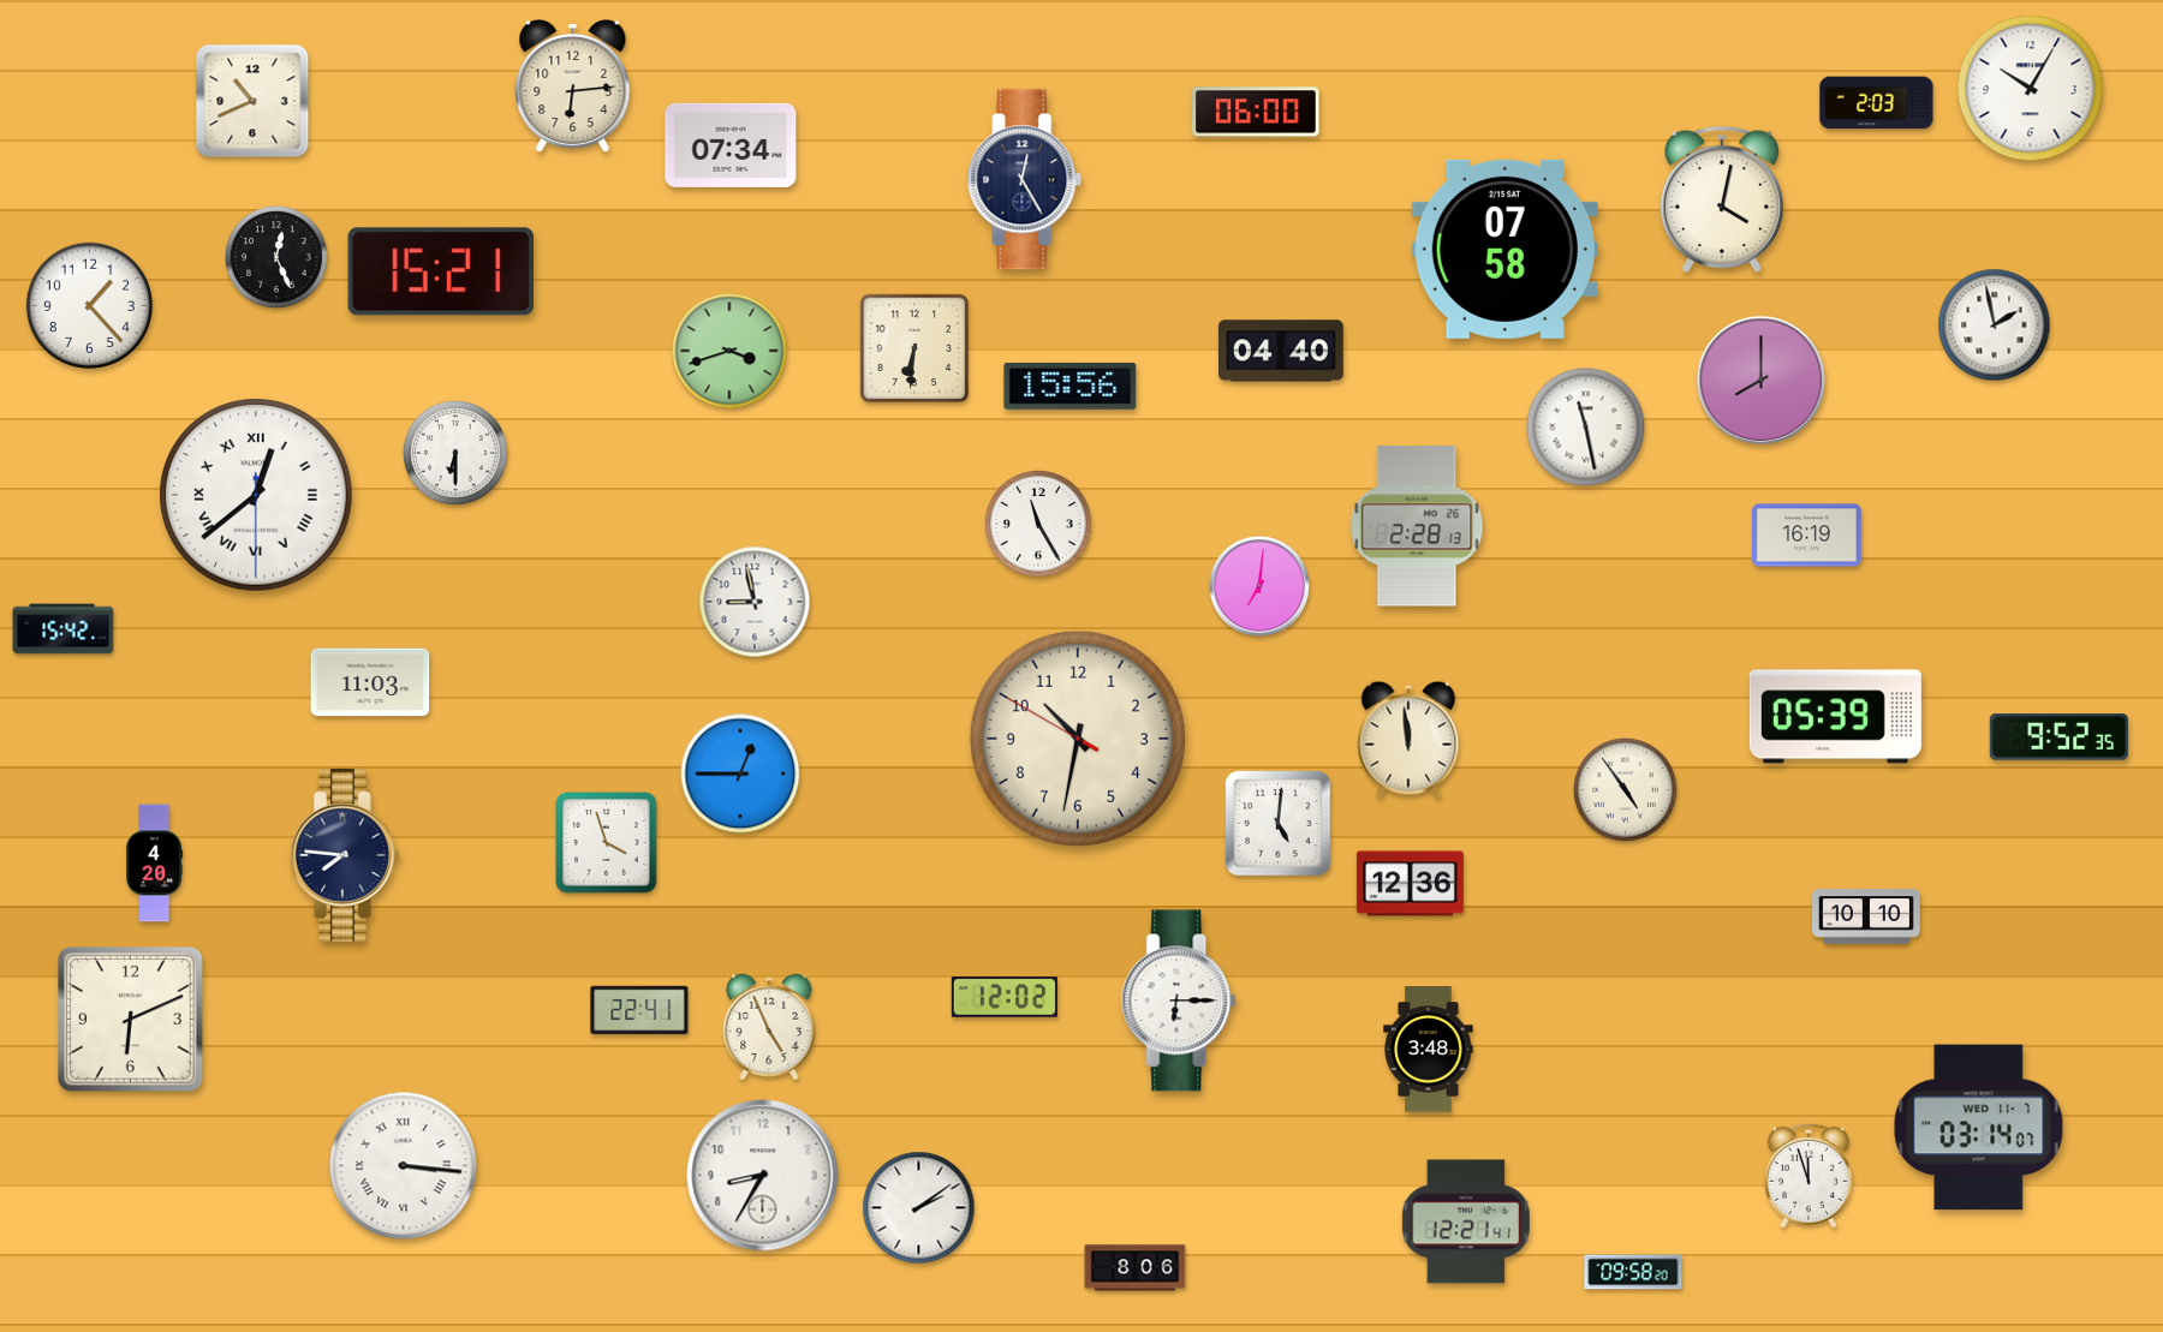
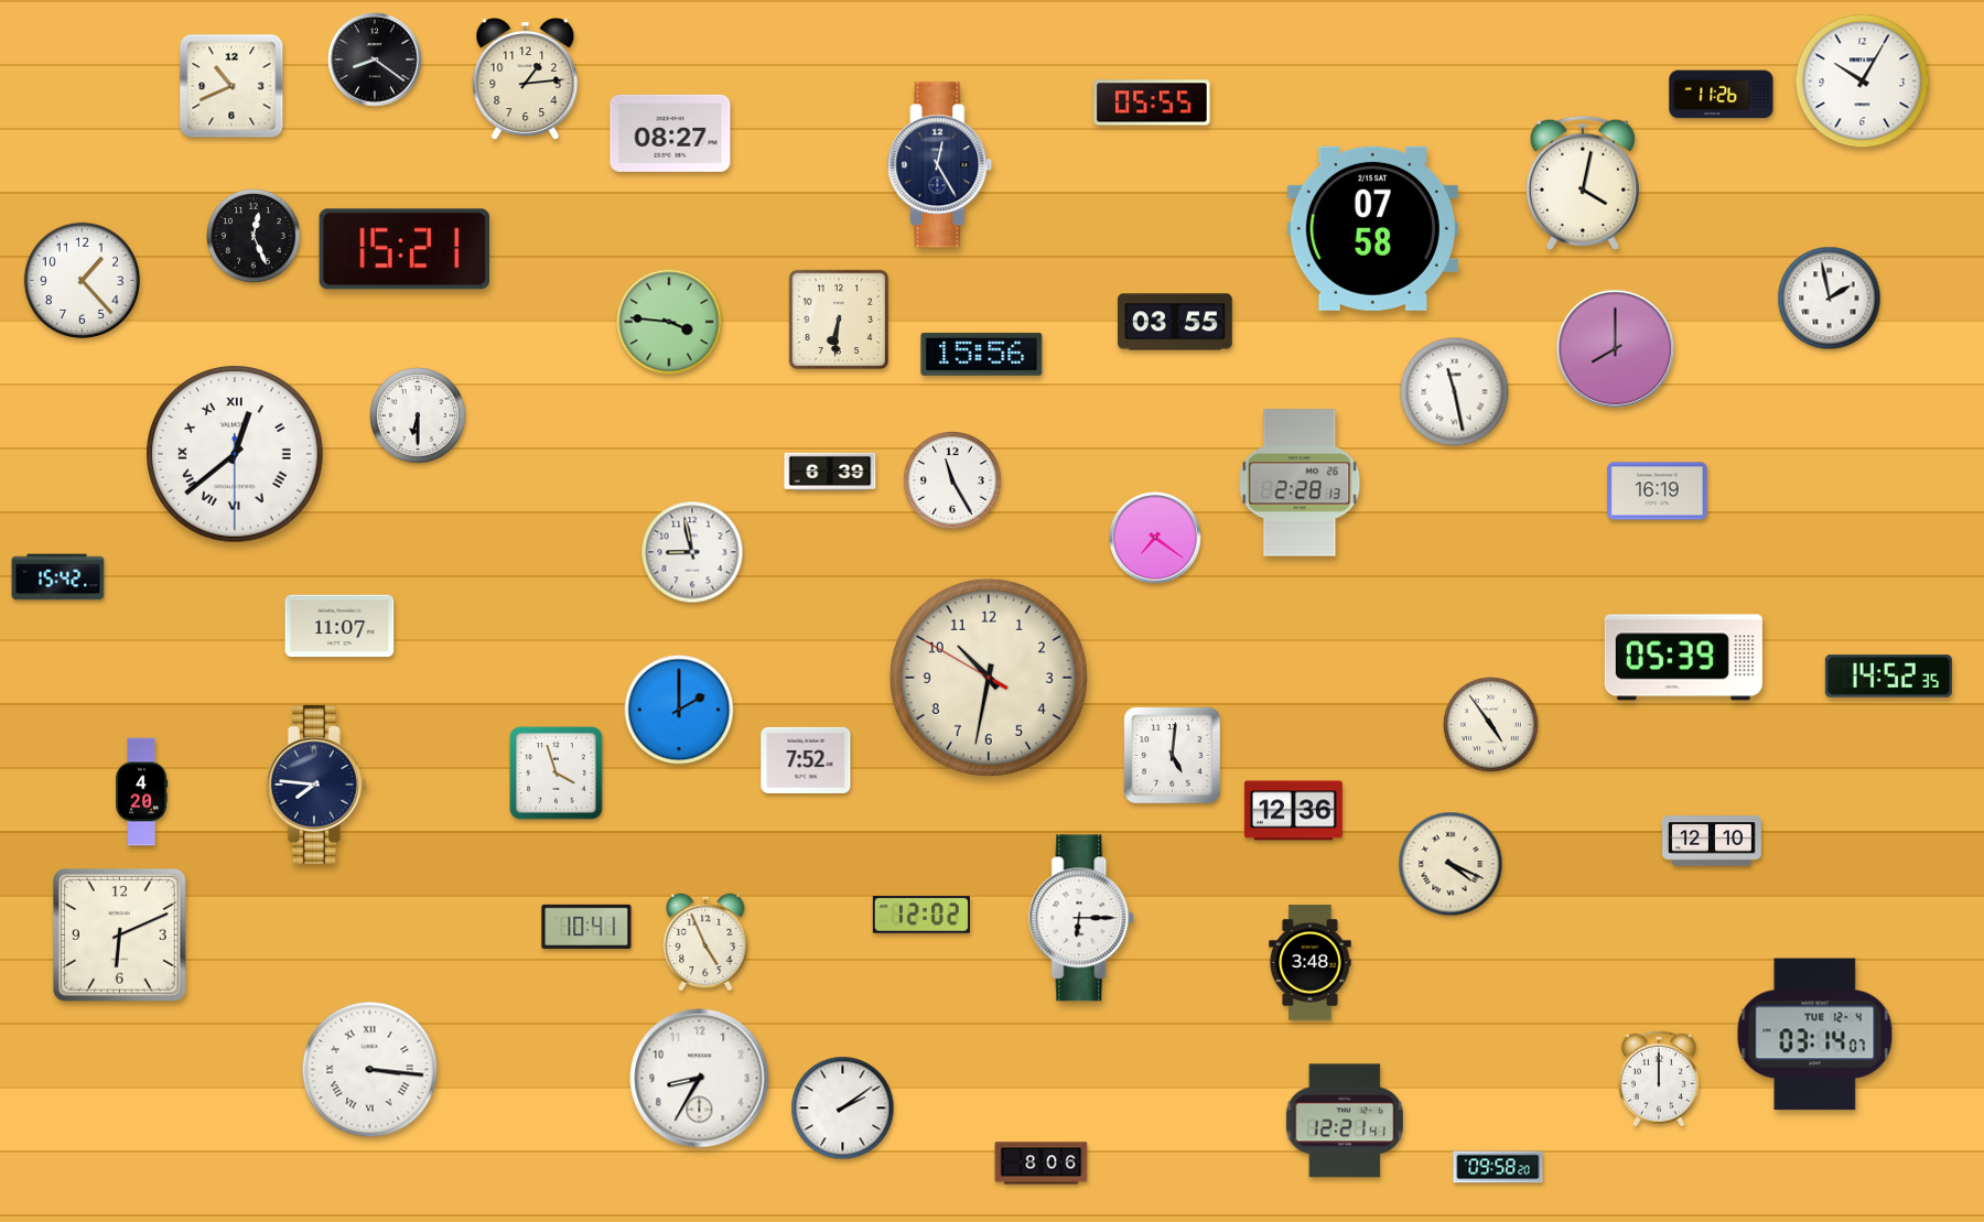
clock at (376, 61): none -> 8:21
clock at (573, 86): 6:14 -> 1:14
clock at (252, 101) position: (252, 101) -> (231, 86)
clock at (1877, 103): 2:03 -> 11:26
clock at (1256, 112): 06:00 -> 05:55
clock at (731, 145): 07:34 -> 08:27
clock at (1721, 198) position: (1721, 198) -> (1582, 182)
clock at (1504, 249) position: (1504, 249) -> (1372, 228)
clock at (729, 351): 3:42 -> 3:46
clock at (1281, 351): 04:40 -> 03:55
clock at (830, 472): none -> 6:39
clock at (1259, 586): 7:01 -> 7:21
clock at (370, 682): 11:03 -> 11:07
clock at (2058, 737): 9:52 -> 14:52
clock at (1408, 740): 11:59 -> none
clock at (740, 773): 12:45 -> 2:00
clock at (806, 760): none -> 7:52
clock at (1867, 916): 10:10 -> 12:10
clock at (1451, 864): none -> 4:19
clock at (639, 1009): 22:41 -> 10:41
clock at (1979, 1128) date: WED 11-7 -> TUE 12-4
clock at (1809, 1176): 11:57 -> 12:00
